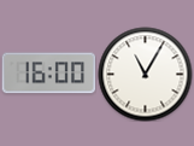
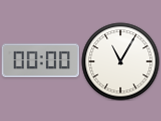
clock at (48, 74): 16:00 -> 00:00
